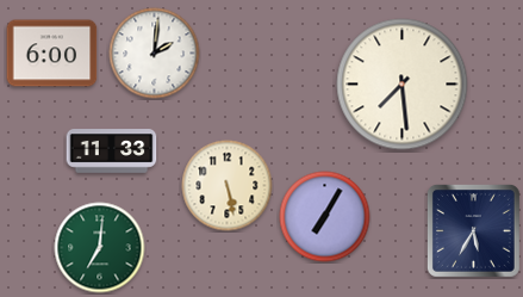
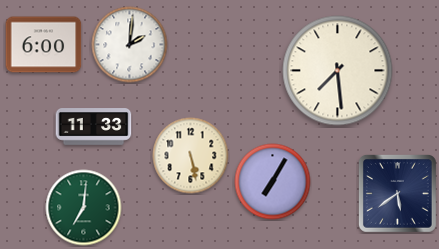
clock at (473, 230): 5:35 -> 5:39
